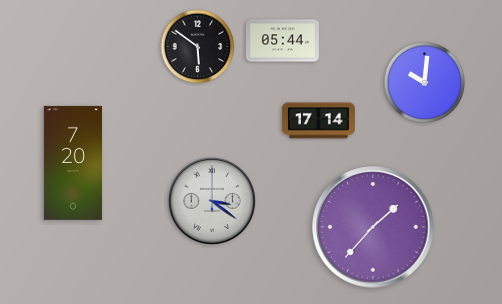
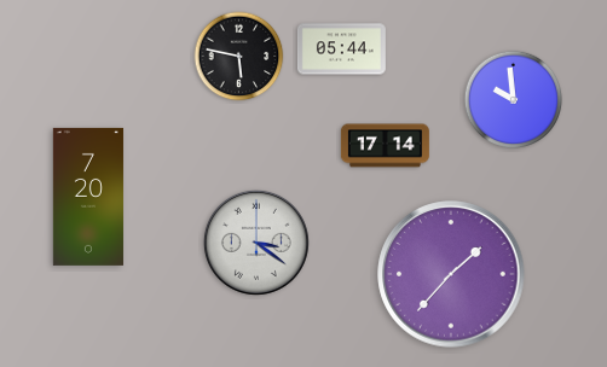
clock at (198, 47): 5:51 -> 5:47
clock at (425, 83): 10:01 -> 9:59
